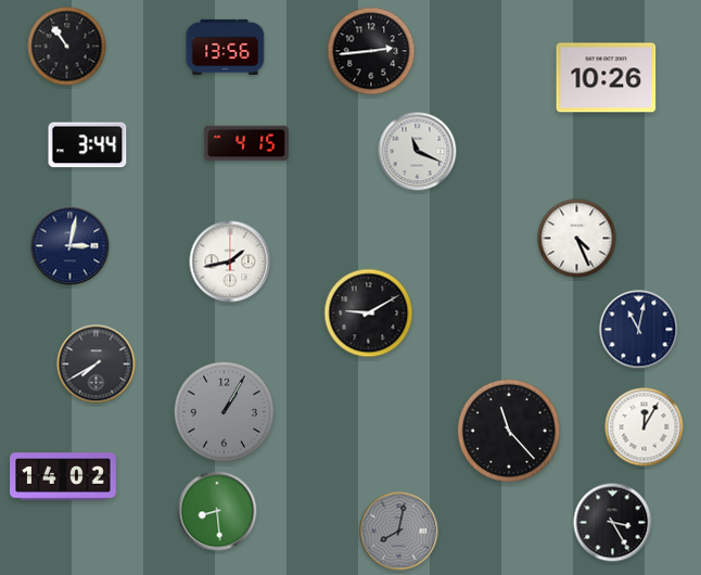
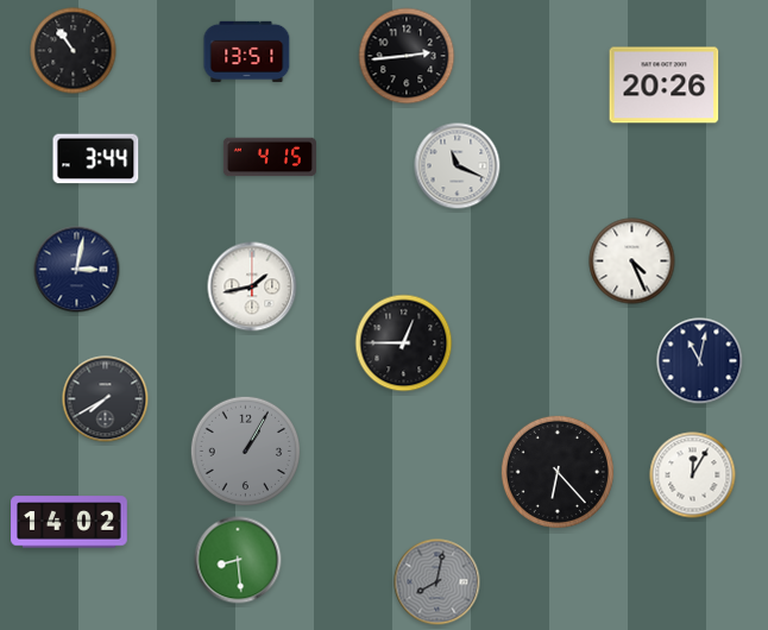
clock at (226, 47): 13:56 -> 13:51
clock at (607, 78): 10:26 -> 20:26
clock at (369, 314): 9:10 -> 12:45
clock at (645, 427) position: (645, 427) -> (693, 475)
clock at (509, 431): 11:23 -> 6:23
clock at (613, 523): 3:25 -> none
